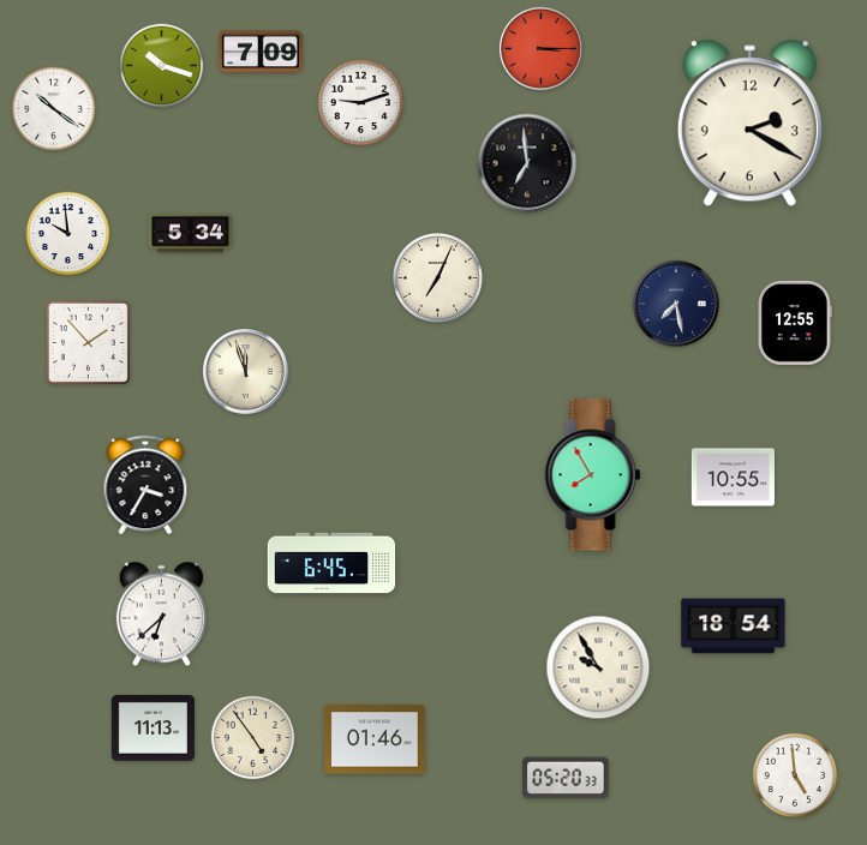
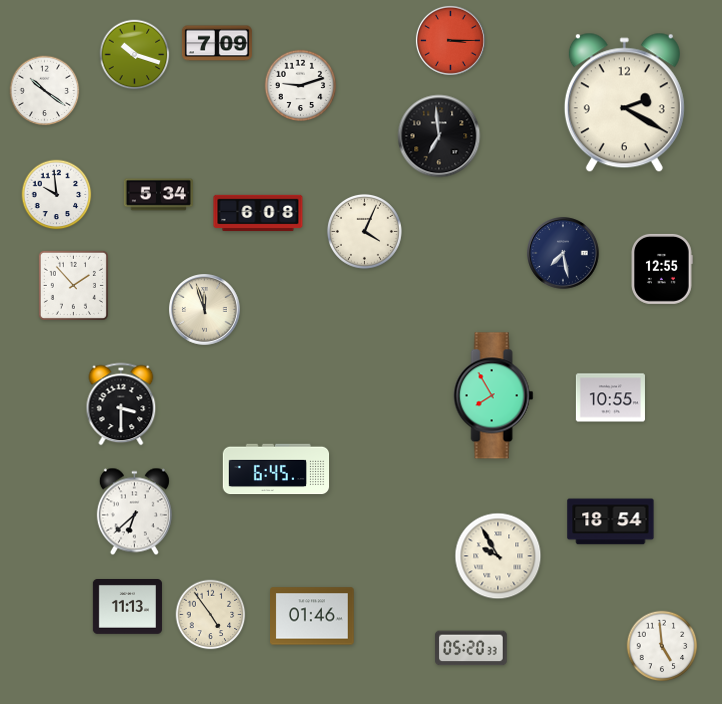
clock at (258, 213): none -> 6:08
clock at (437, 277): 7:04 -> 4:04
clock at (145, 485): 3:35 -> 3:30
